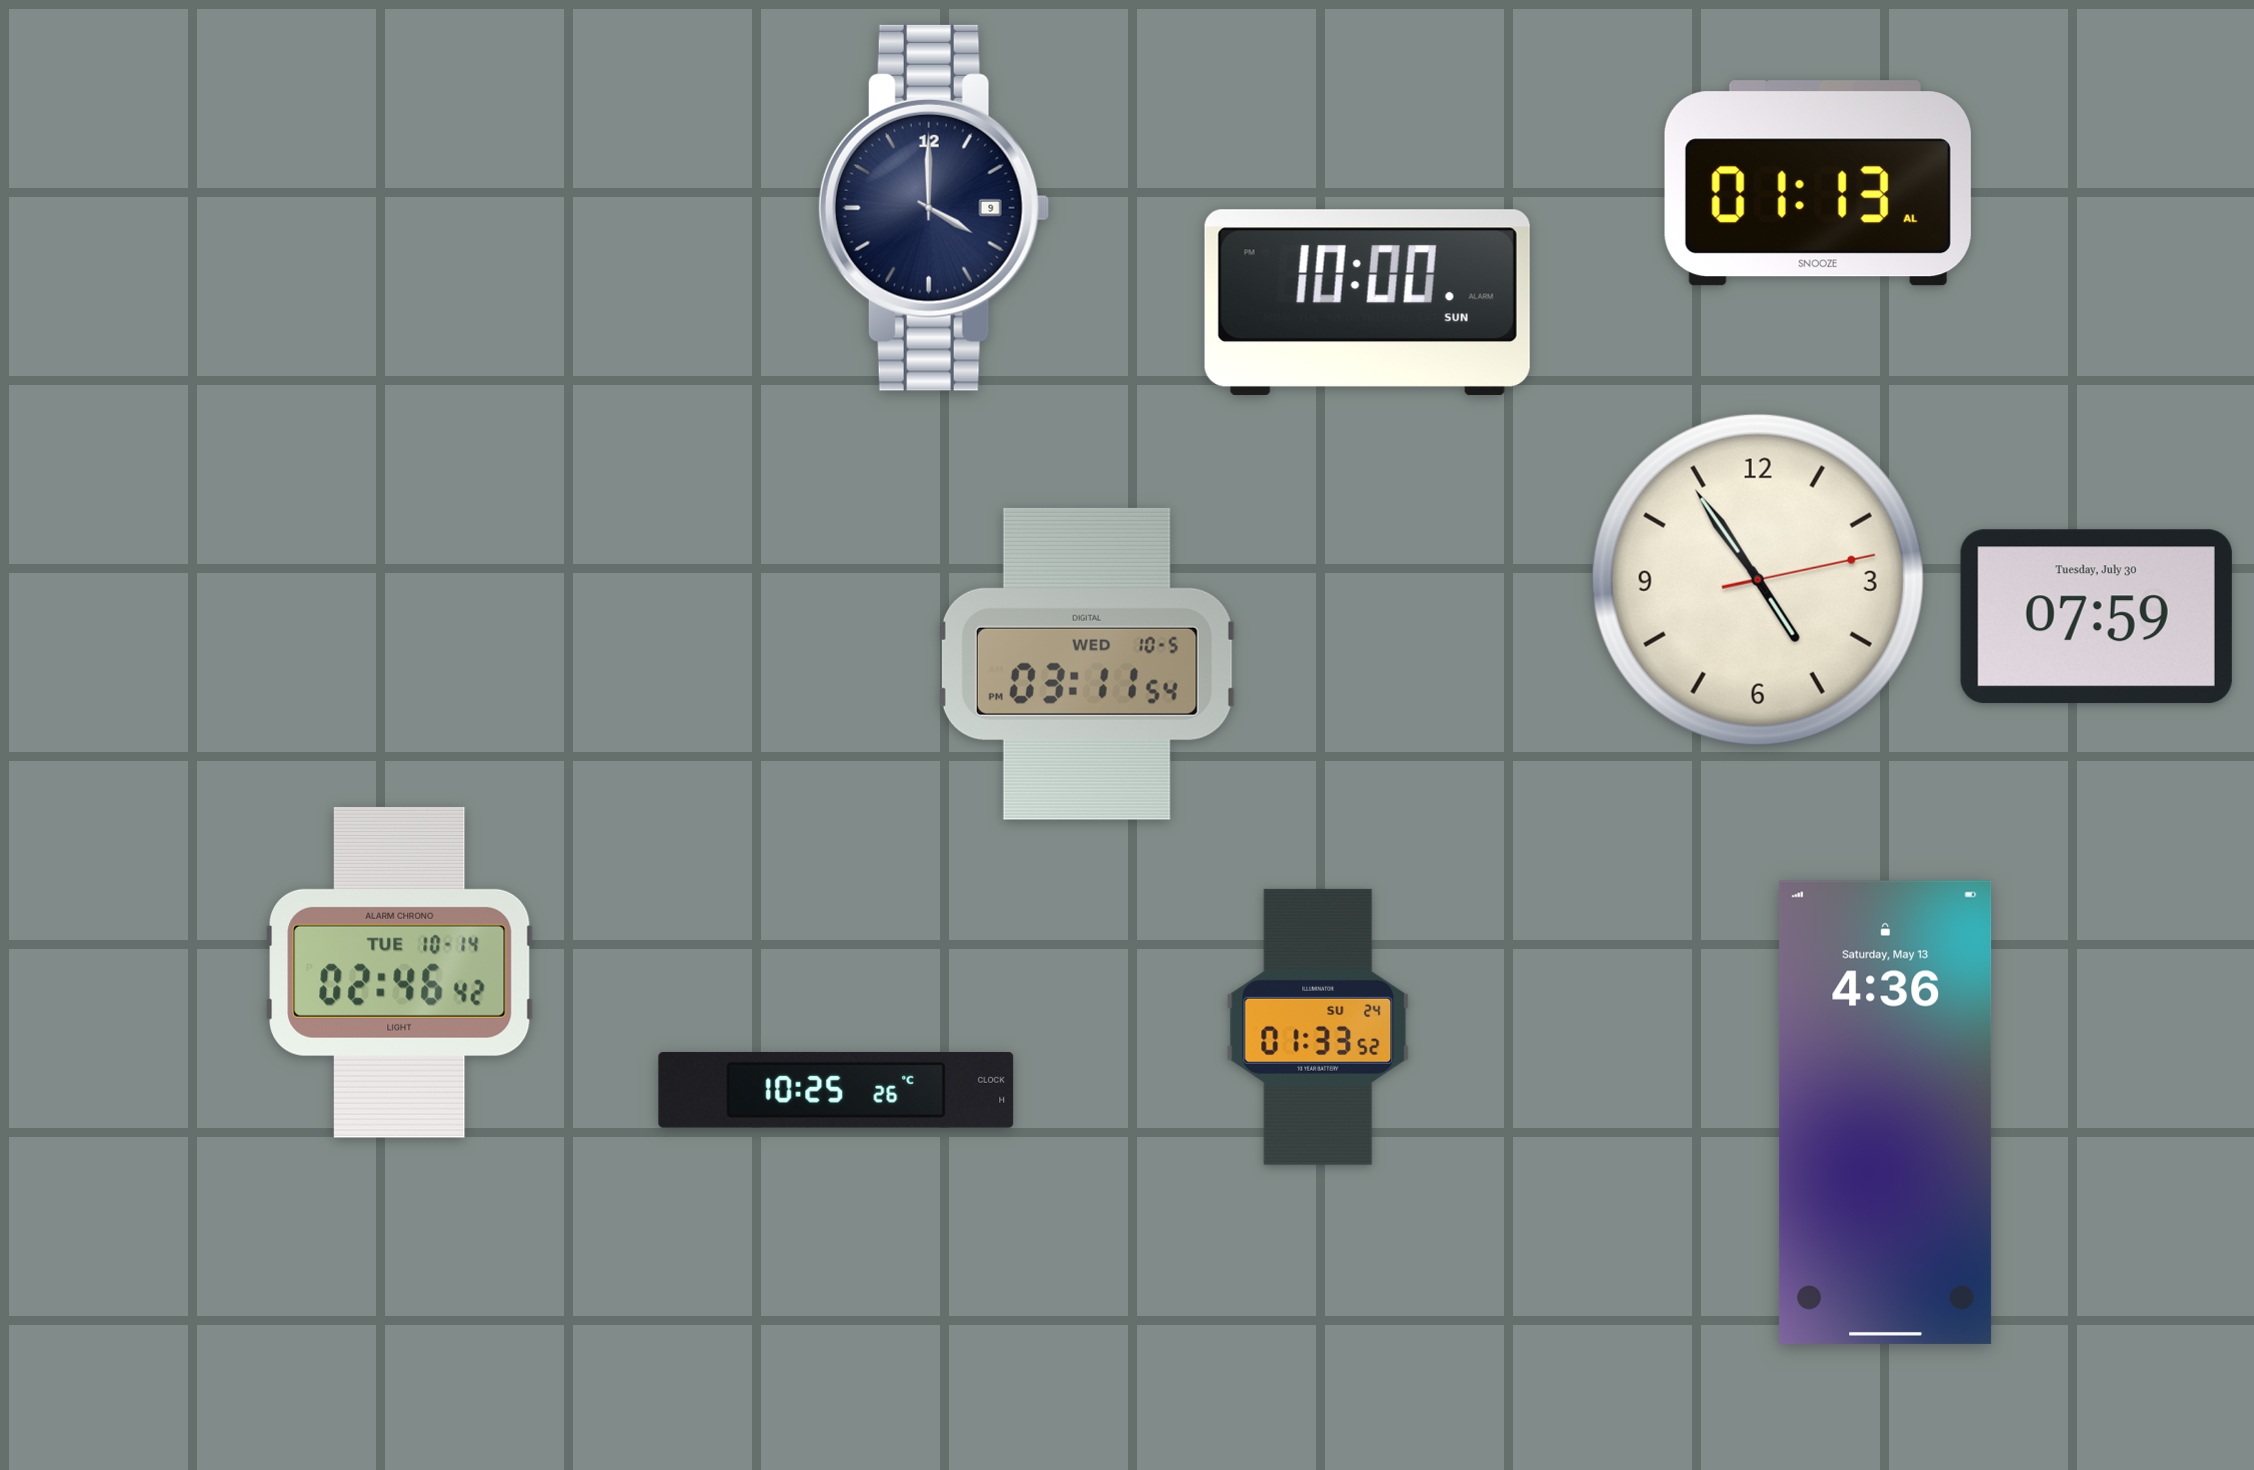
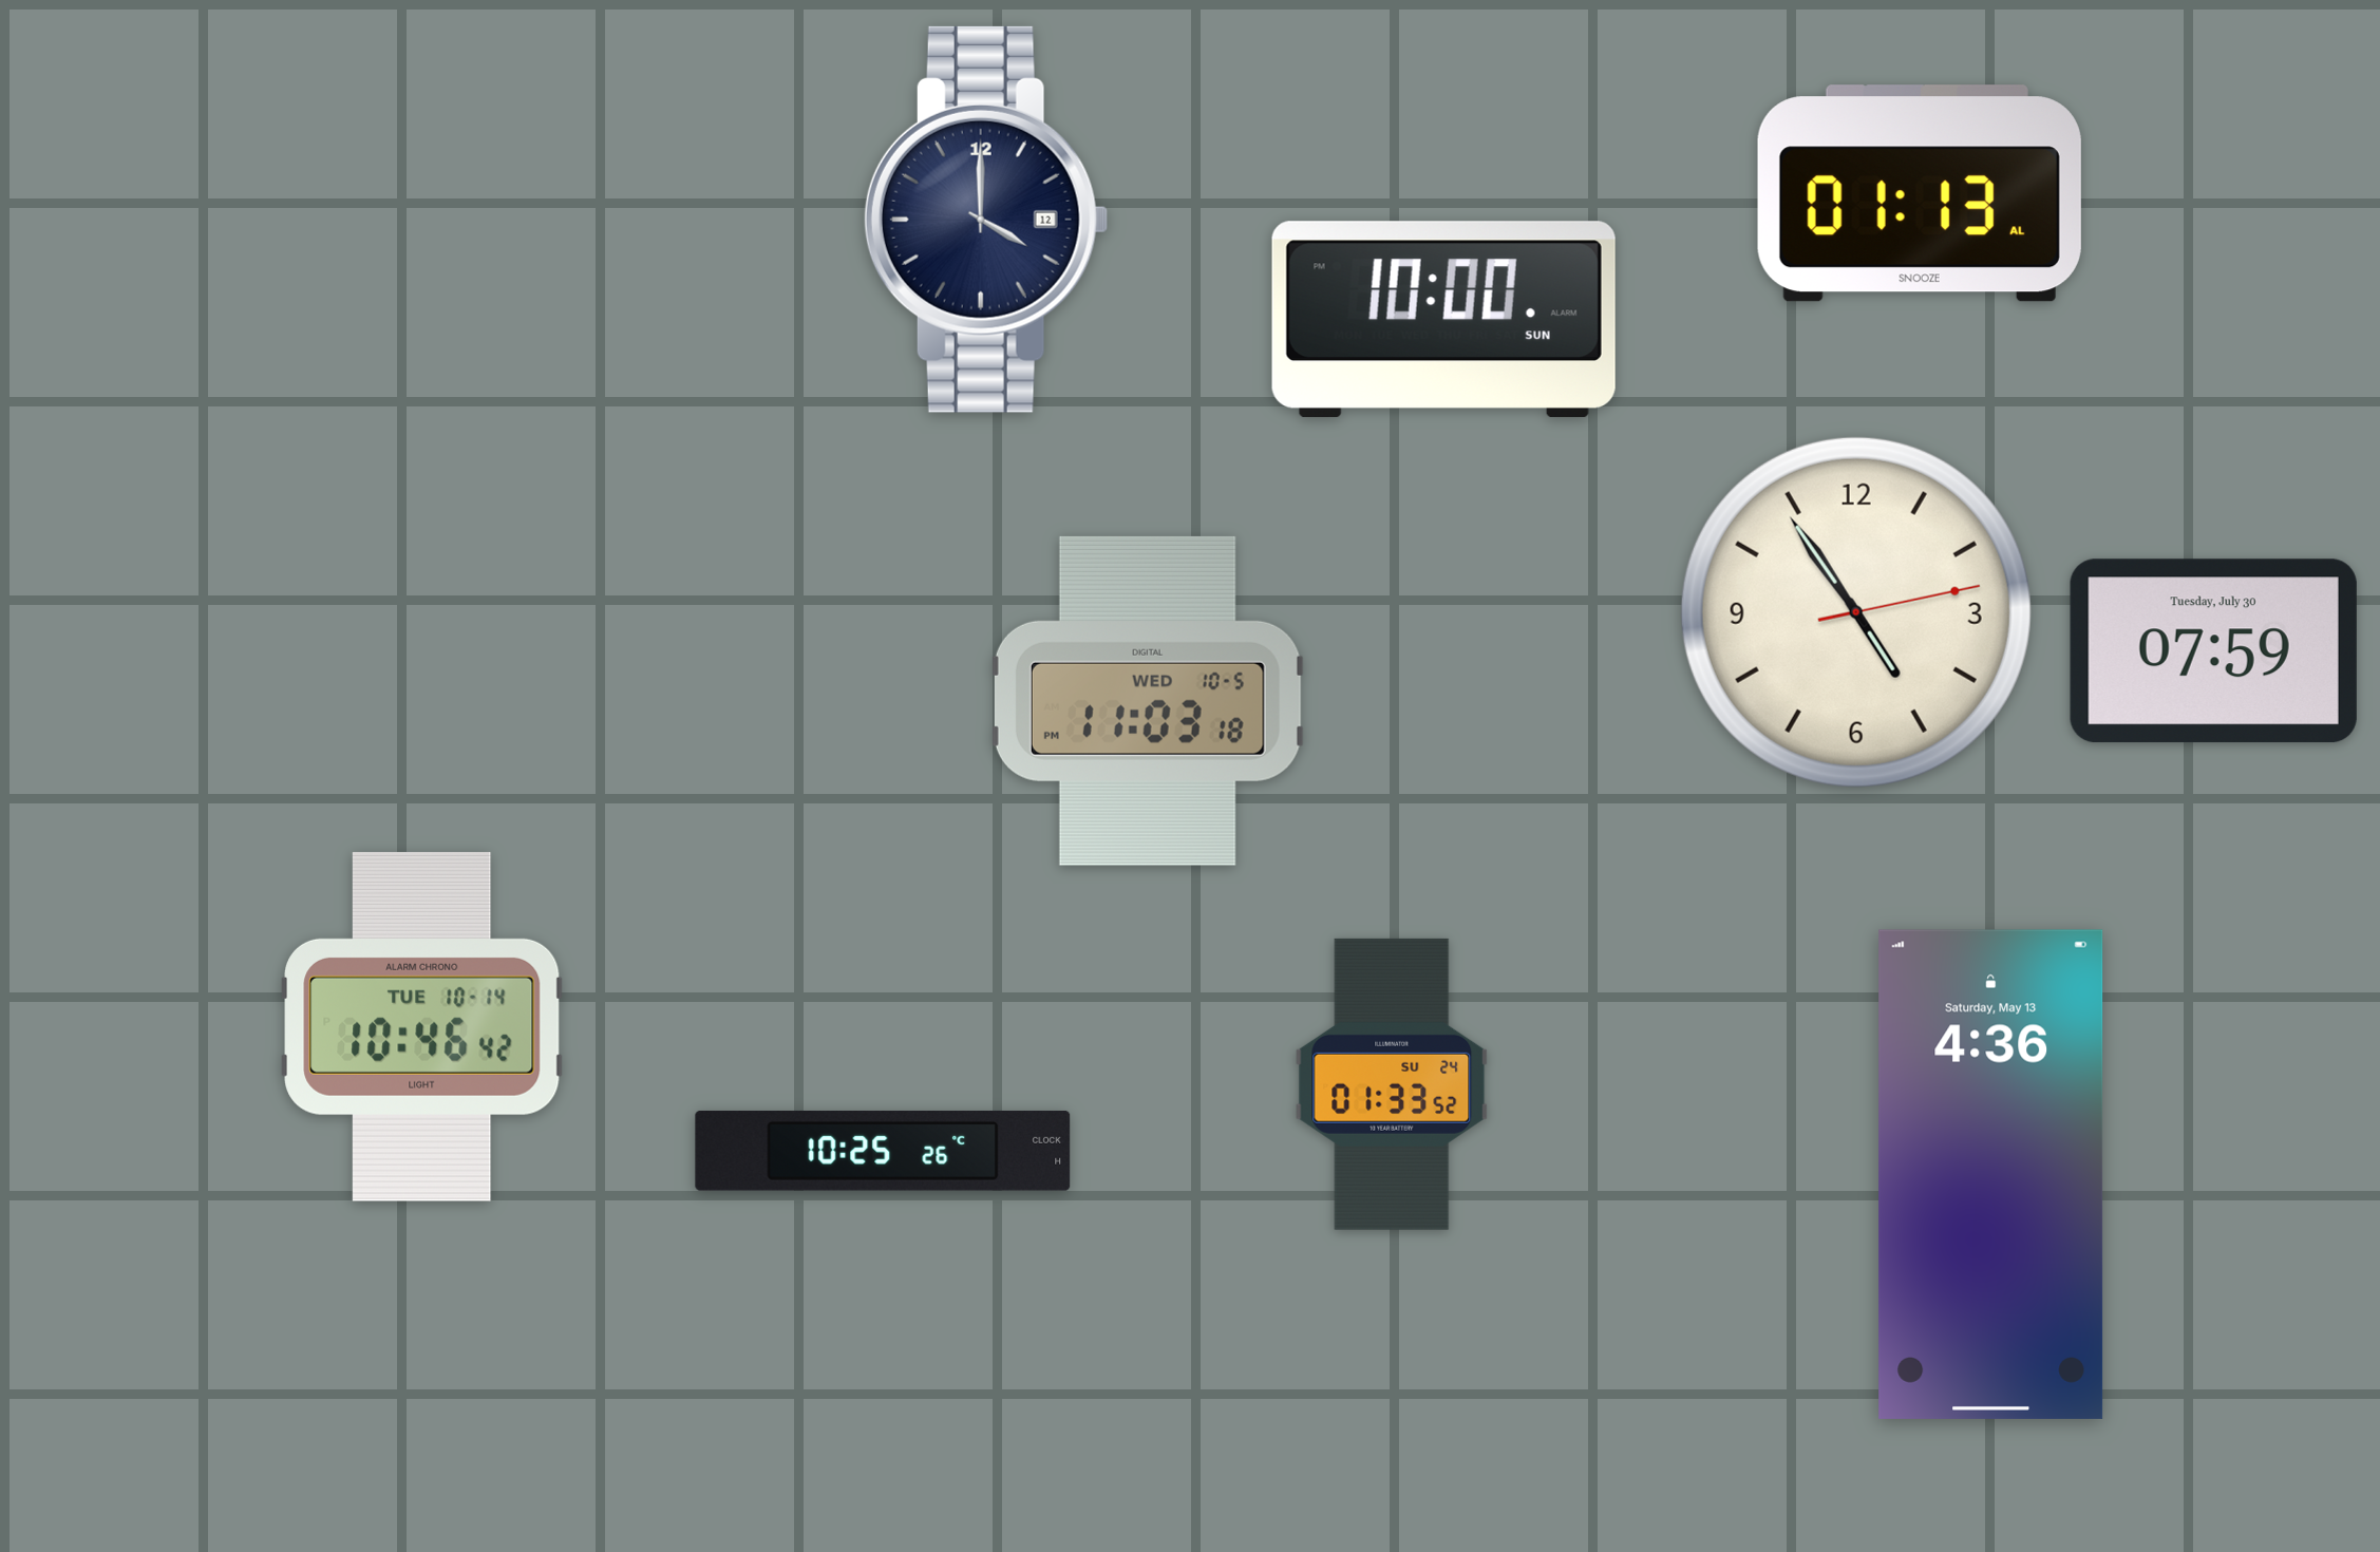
clock at (934, 208) date: 9 -> 12
clock at (1087, 664): 03:11 -> 11:03
clock at (400, 972): 02:46 -> 10:46
